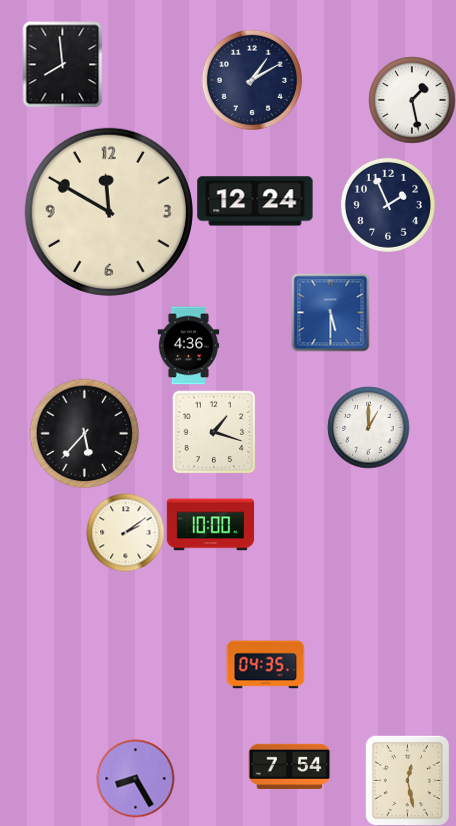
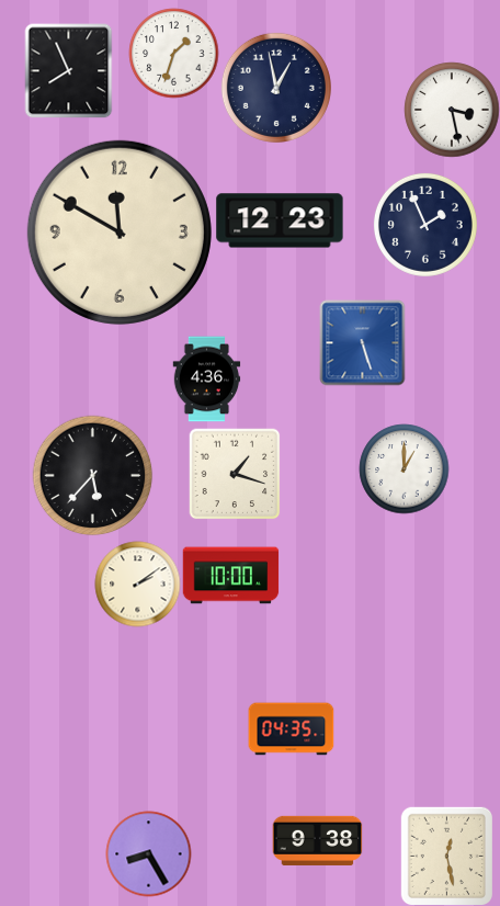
clock at (173, 53): none -> 1:33
clock at (63, 64): 7:59 -> 7:56
clock at (252, 80): 1:10 -> 12:58
clock at (412, 100): 1:28 -> 3:28
clock at (255, 201): 12:24 -> 12:23
clock at (330, 312): 5:30 -> 5:27
clock at (289, 766): 7:54 -> 9:38
